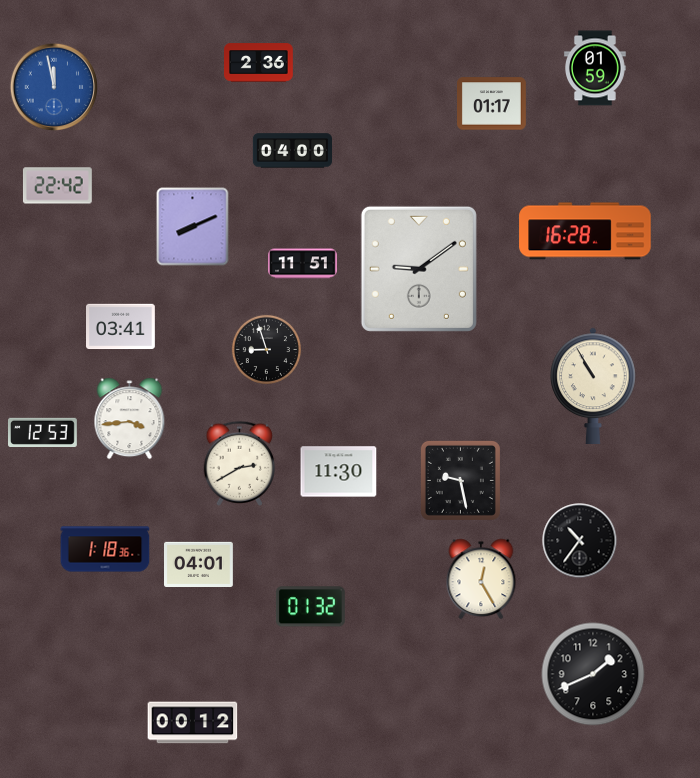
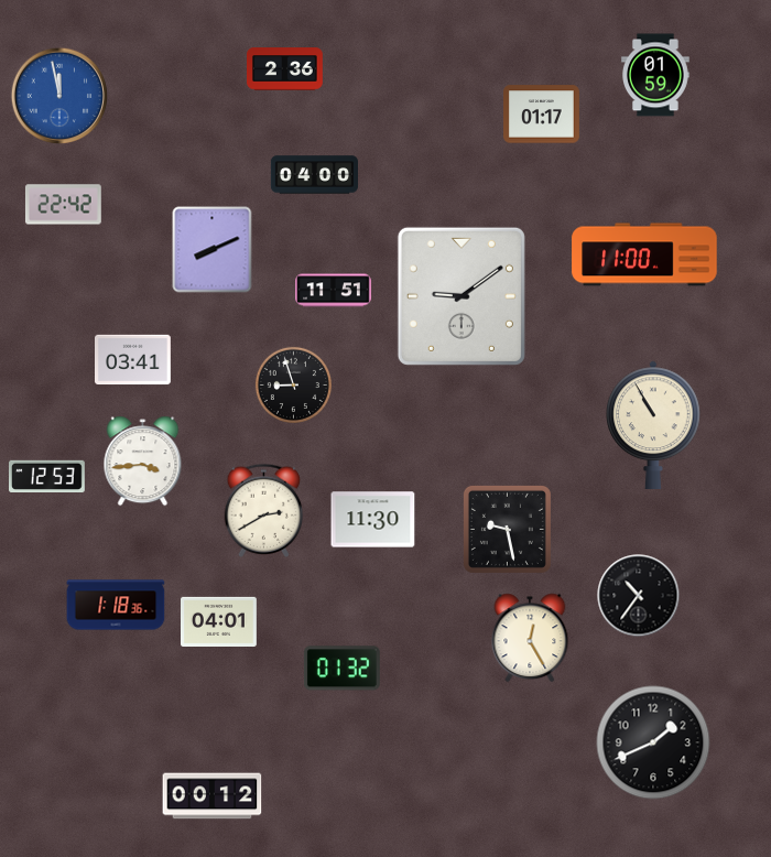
clock at (292, 151) position: (292, 151) -> (314, 175)
clock at (585, 231): 16:28 -> 11:00
